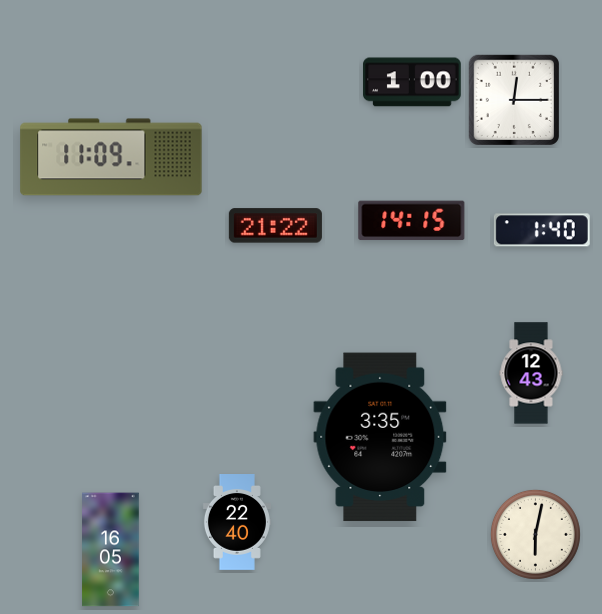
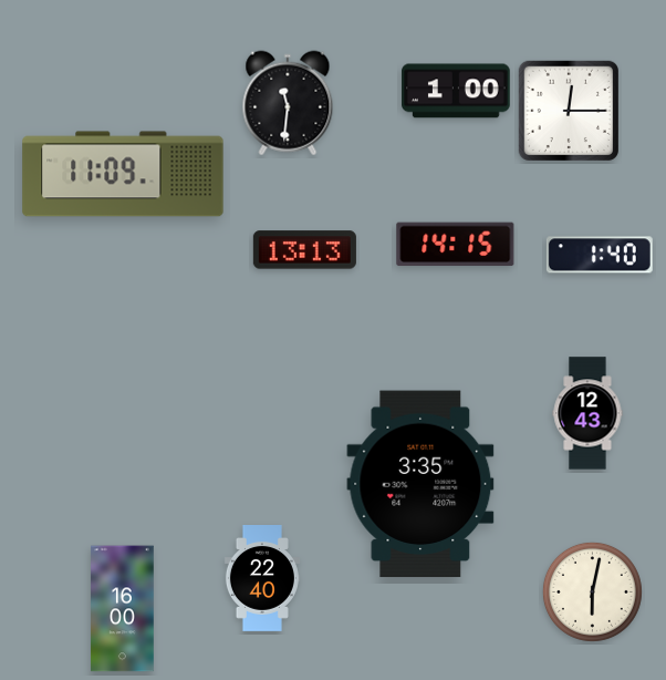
clock at (288, 103): none -> 11:31
clock at (275, 226): 21:22 -> 13:13
clock at (111, 550): 16:05 -> 16:00
